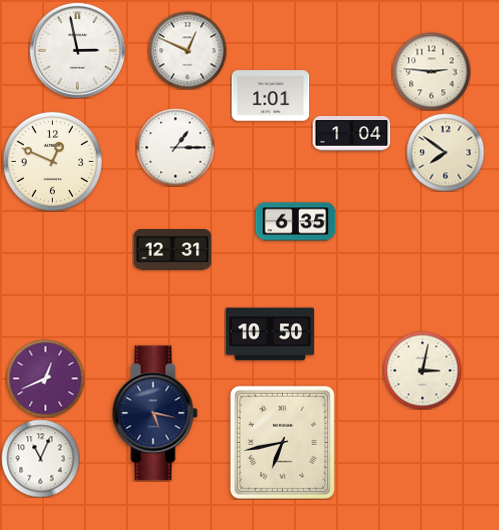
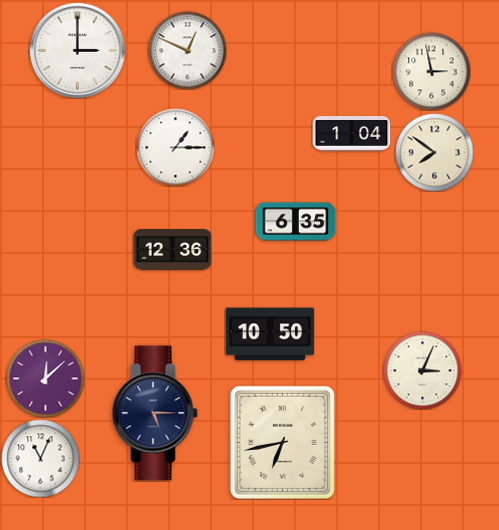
clock at (77, 50): 2:58 -> 3:00
clock at (431, 71): 2:46 -> 2:58
clock at (270, 96): 1:01 -> none
clock at (445, 152) position: (445, 152) -> (434, 152)
clock at (52, 161): 12:49 -> none
clock at (172, 250): 12:31 -> 12:36
clock at (422, 370): 3:02 -> 3:04
clock at (45, 378): 12:41 -> 12:08
clock at (155, 413): 5:17 -> 5:15
